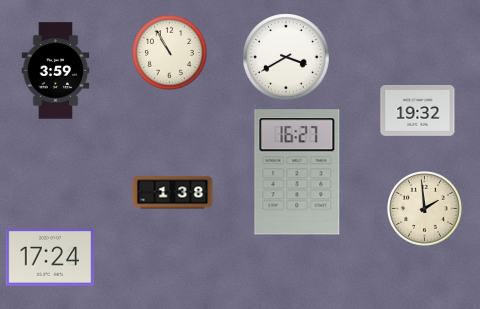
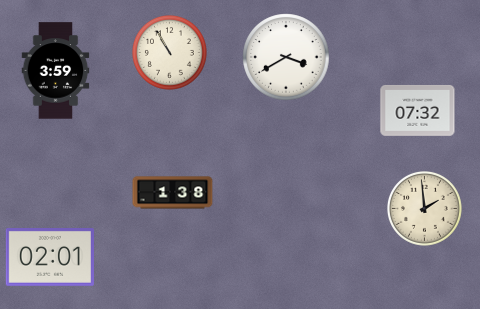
clock at (418, 110): 19:32 -> 07:32
clock at (297, 172): 16:27 -> none
clock at (50, 258): 17:24 -> 02:01
